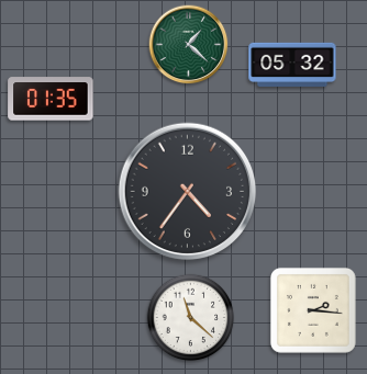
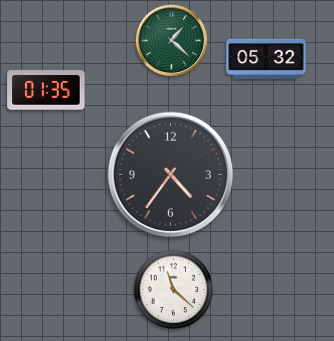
clock at (313, 310): 2:16 -> none
